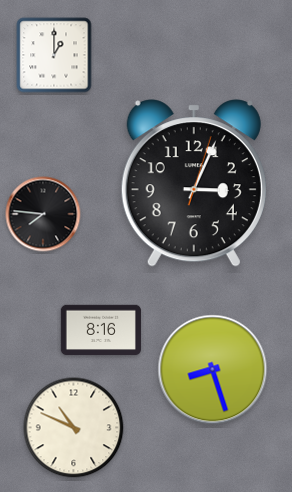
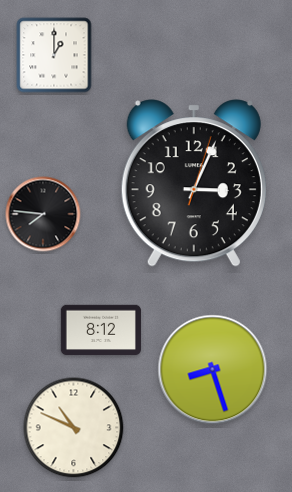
clock at (101, 330): 8:16 -> 8:12
